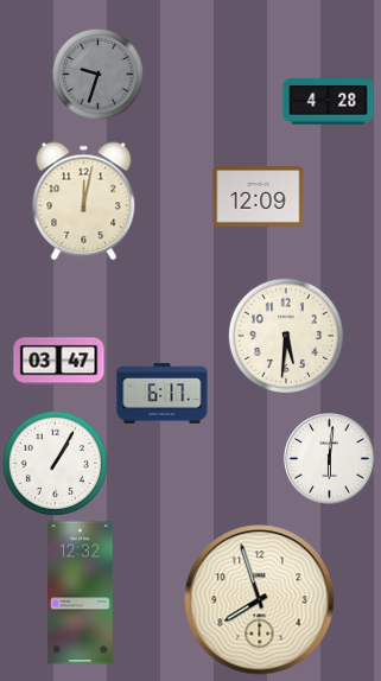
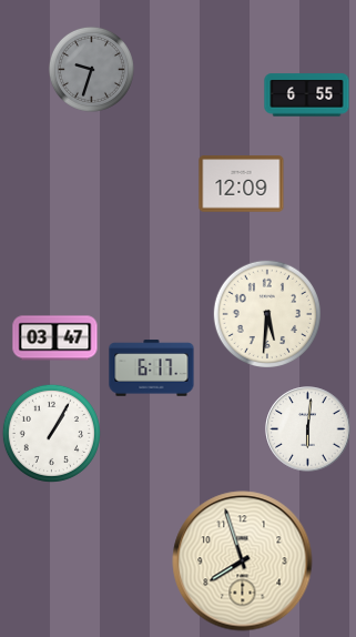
clock at (329, 102): 4:28 -> 6:55
clock at (84, 202): 12:02 -> none
clock at (81, 593): 12:32 -> none
